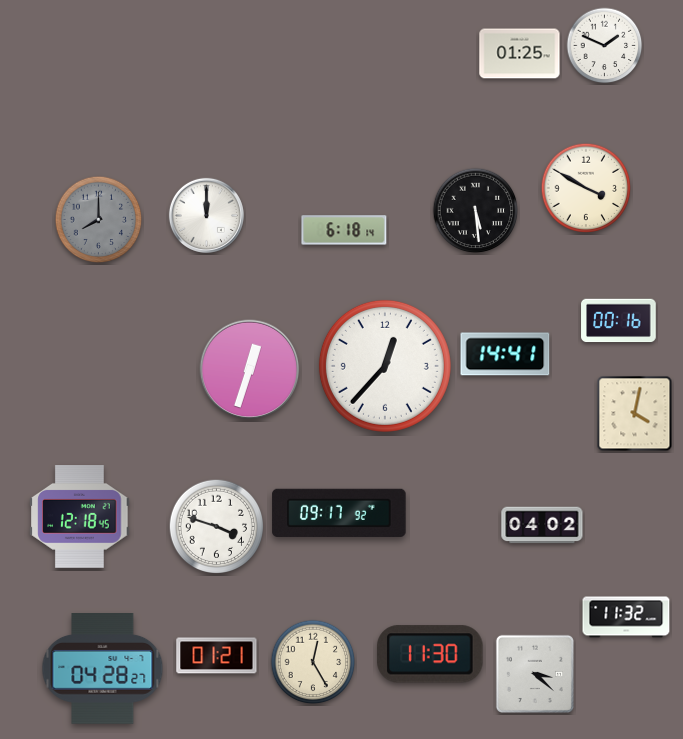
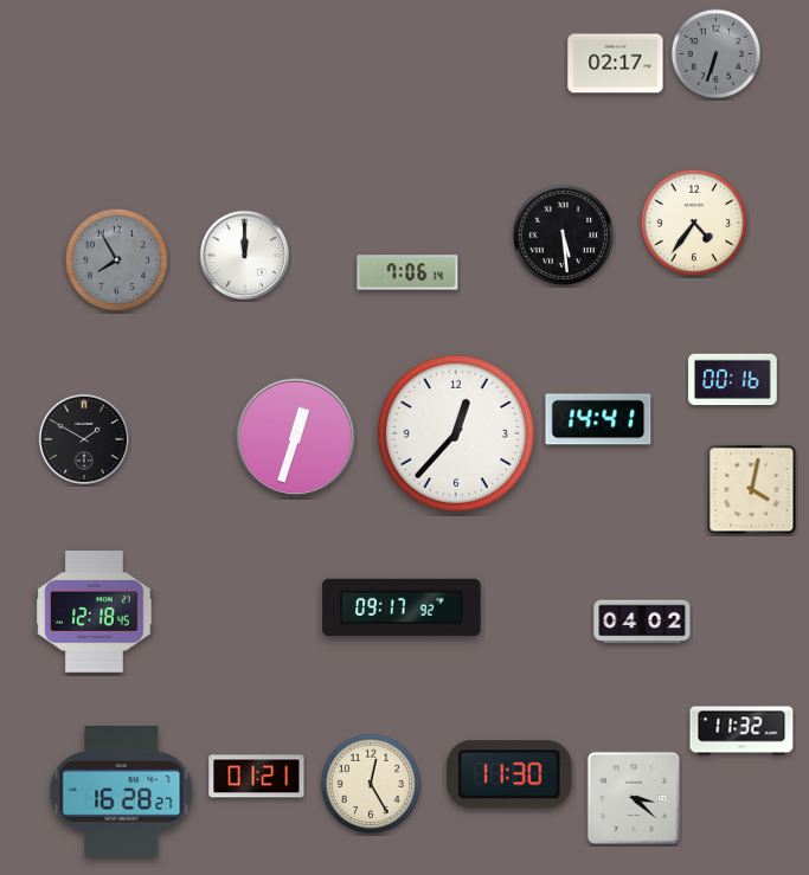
clock at (605, 46): 1:49 -> 6:33
clock at (605, 46) dial: white -> grey
clock at (520, 54): 01:25 -> 02:17
clock at (586, 188): 3:50 -> 4:36
clock at (476, 211) position: (476, 211) -> (564, 236)
clock at (99, 220): 8:00 -> 7:55
clock at (344, 230): 6:18 -> 7:06
clock at (84, 439): none -> 1:50
clock at (217, 527): 3:48 -> none
clock at (103, 669): 04:28 -> 16:28
